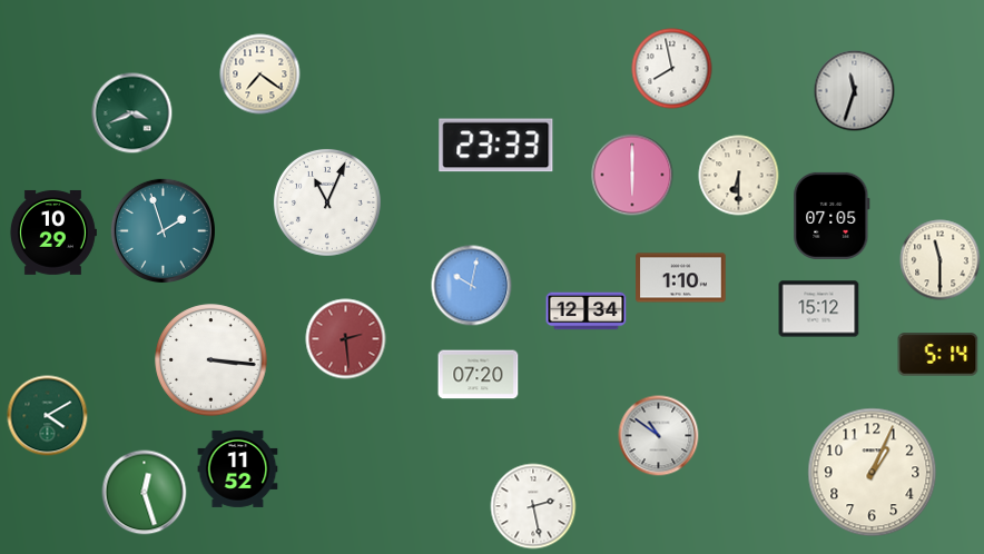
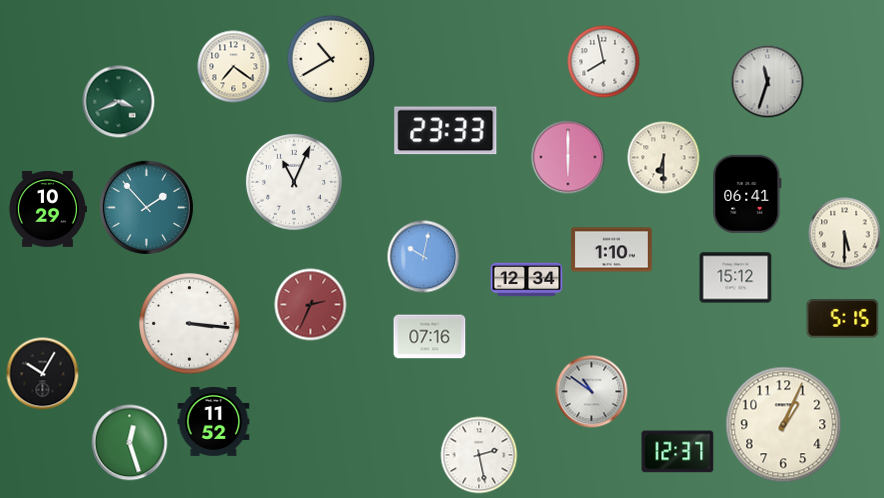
clock at (331, 59): none -> 10:40
clock at (832, 216): 07:05 -> 06:41
clock at (163, 230): 1:57 -> 1:53
clock at (941, 260): 11:30 -> 5:30
clock at (346, 339): 2:29 -> 2:34
clock at (938, 355): 5:14 -> 5:15
clock at (479, 375): 07:20 -> 07:16
clock at (48, 416): 4:10 -> 10:05
clock at (48, 416) dial: green -> black
clock at (678, 452): none -> 12:37
